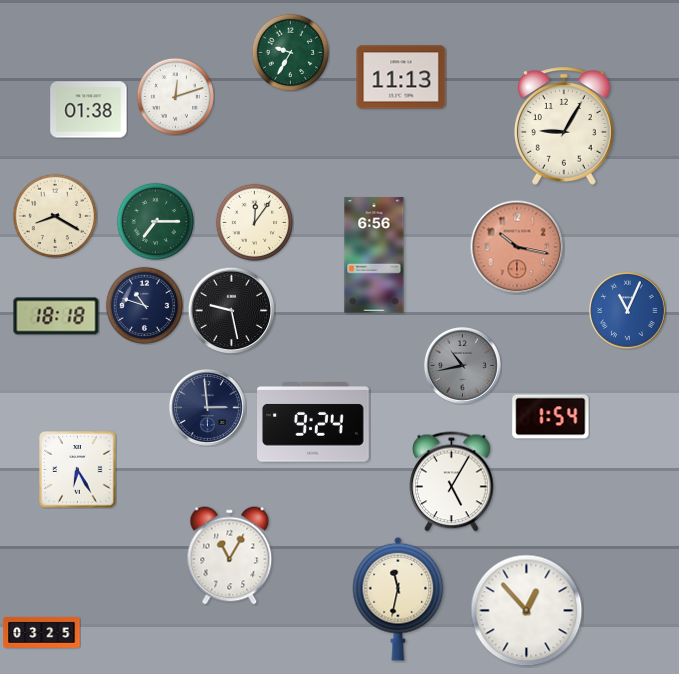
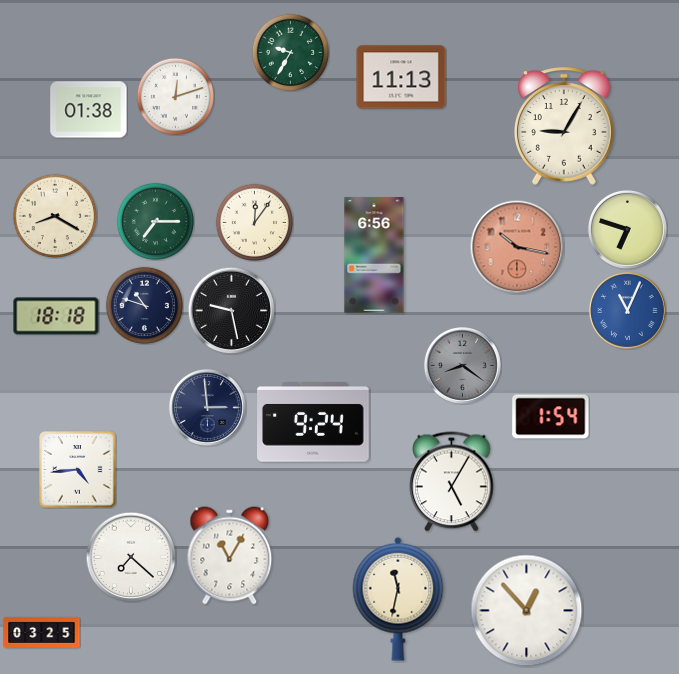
clock at (627, 229): none -> 6:48
clock at (462, 365): 10:43 -> 8:21
clock at (78, 470): 6:25 -> 4:44
clock at (131, 557): none -> 7:22
